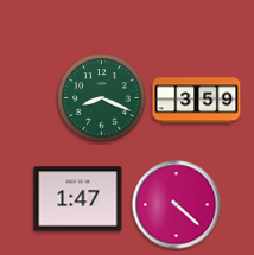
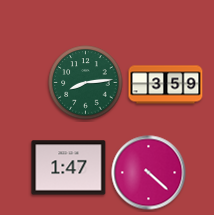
clock at (102, 98): 8:19 -> 8:14
clock at (78, 199) position: (78, 199) -> (69, 168)
